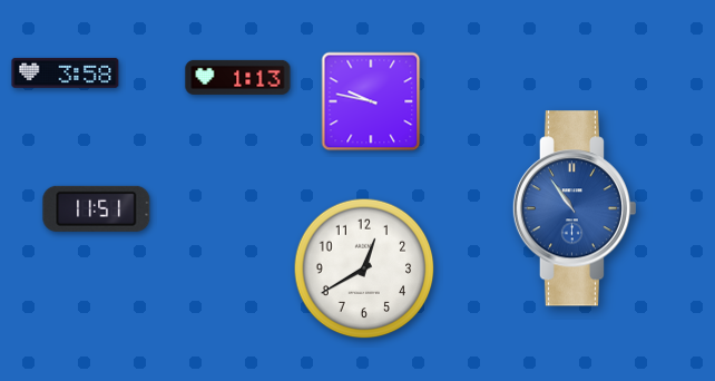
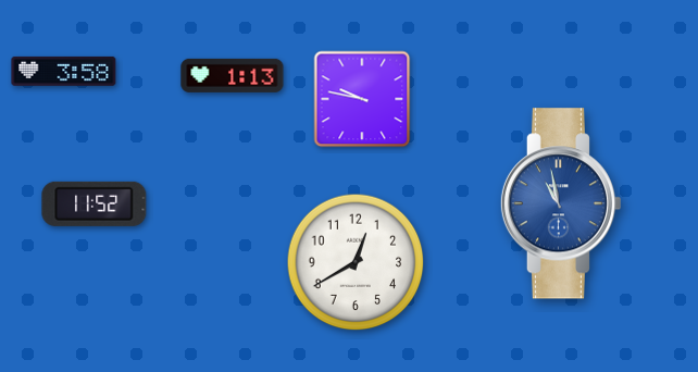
clock at (97, 208): 11:51 -> 11:52
clock at (575, 208): 10:54 -> 10:58
